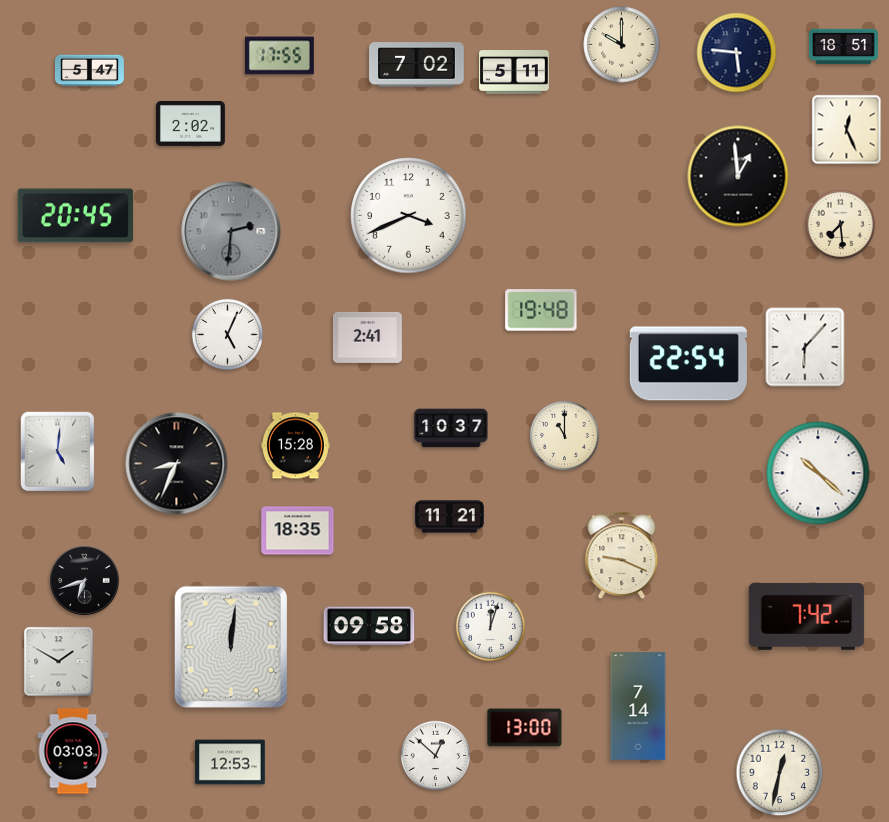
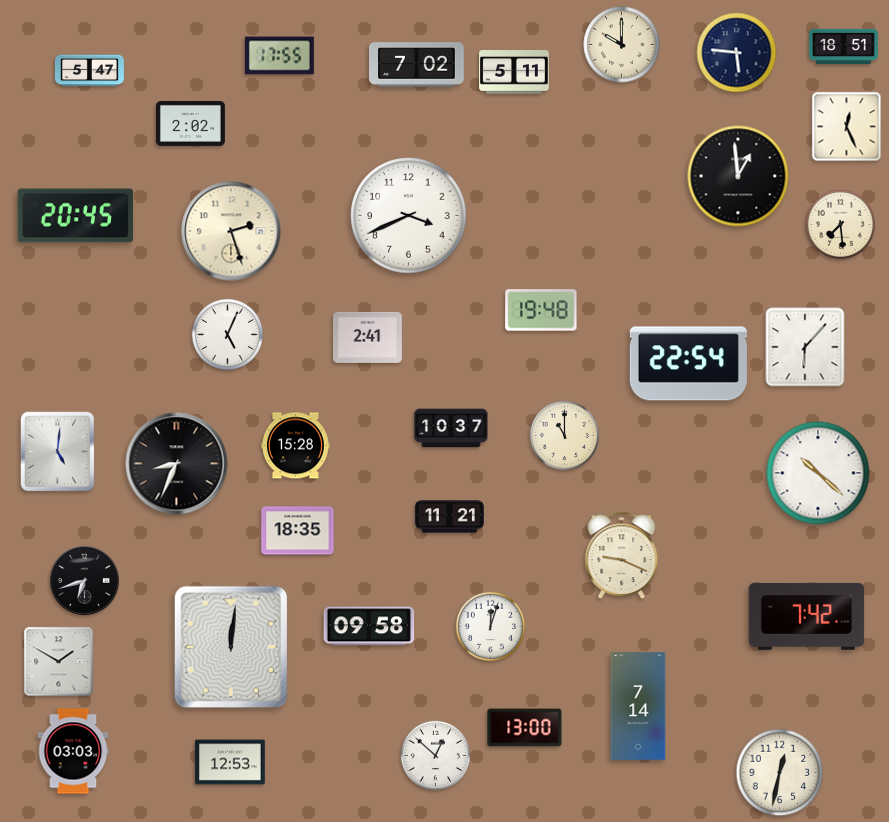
clock at (847, 130) position: (847, 130) -> (847, 127)
clock at (231, 231): 2:31 -> 2:27
clock at (231, 231) dial: grey -> cream
